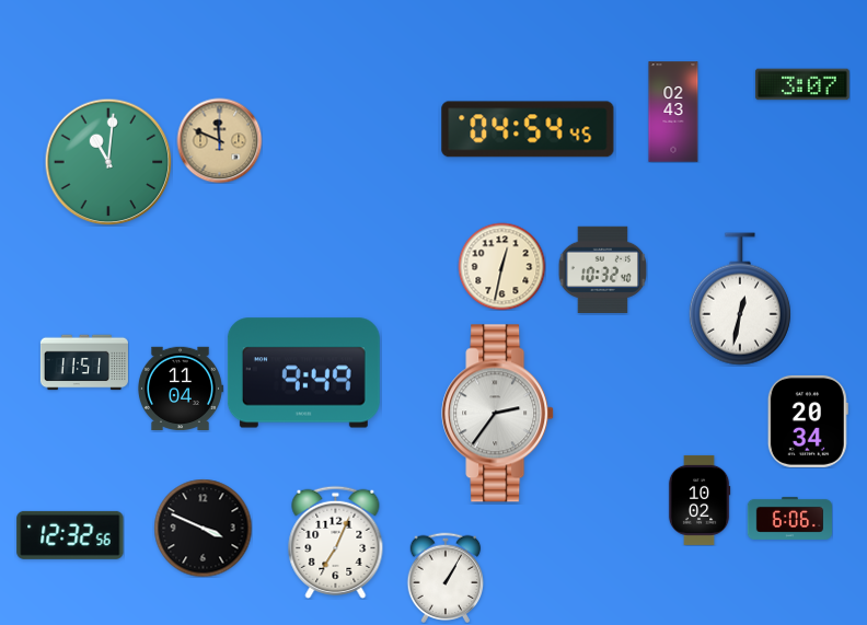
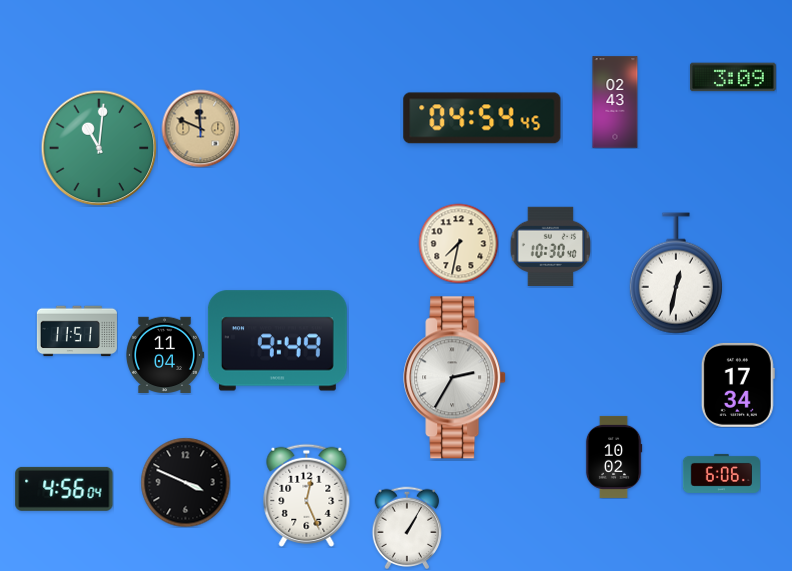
clock at (802, 84): 3:07 -> 3:09
clock at (501, 266): 12:32 -> 7:32
clock at (602, 269): 10:32 -> 10:30
clock at (498, 414): 2:36 -> 2:35
clock at (808, 421): 20:34 -> 17:34
clock at (700, 500) position: (700, 500) -> (614, 457)
clock at (70, 535): 12:32 -> 4:56
clock at (336, 542): 7:04 -> 12:26
